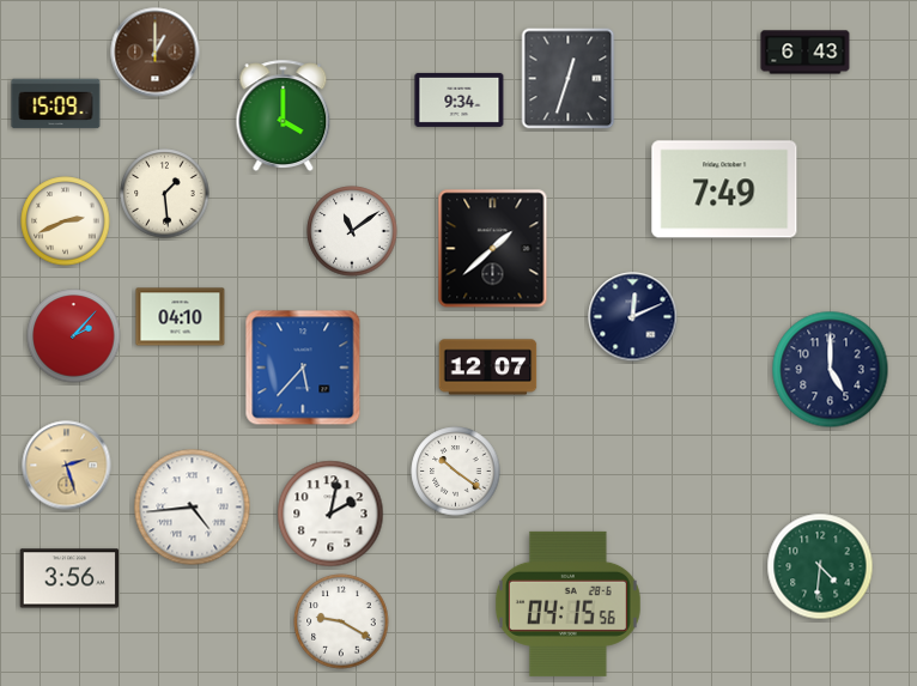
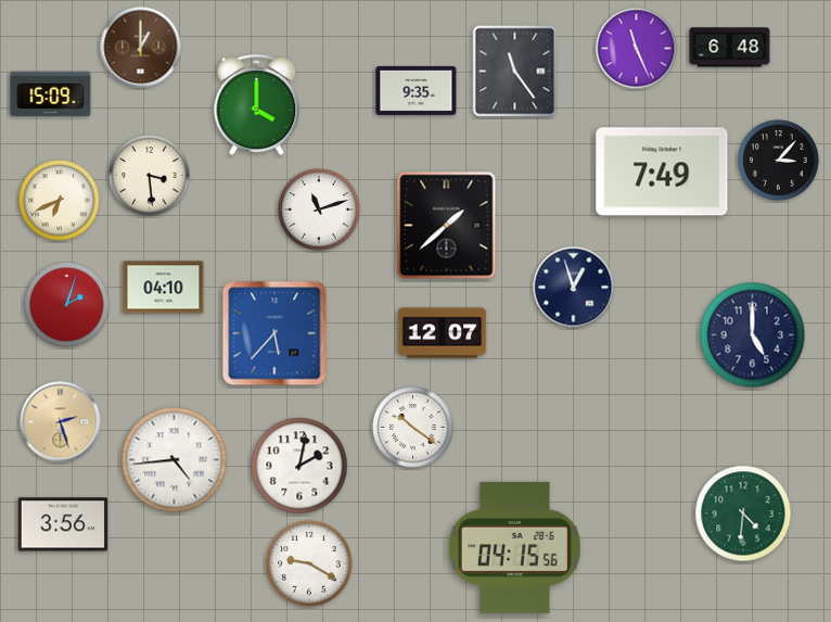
clock at (806, 53): 6:43 -> 6:48
clock at (637, 49): none -> 11:26
clock at (569, 79): 12:33 -> 11:24
clock at (460, 99): 9:34 -> 9:35
clock at (779, 161): none -> 3:07
clock at (724, 189) position: (724, 189) -> (662, 172)
clock at (165, 194): 1:29 -> 3:29
clock at (66, 221): 2:41 -> 6:41
clock at (352, 231): 11:09 -> 11:12
clock at (633, 317): 12:11 -> 12:57
clock at (74, 336): 2:07 -> 2:03
